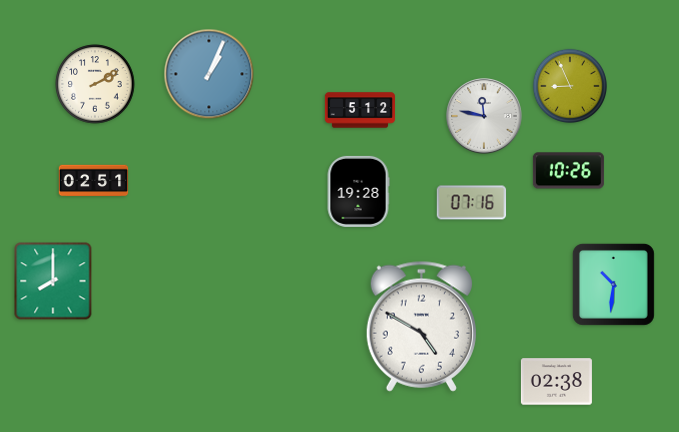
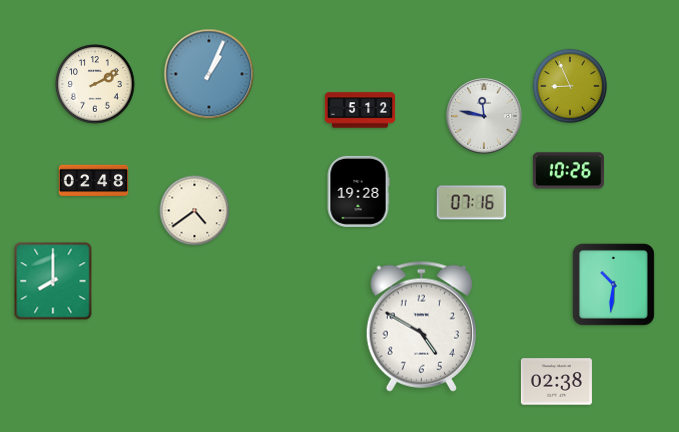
clock at (94, 181): 02:51 -> 02:48
clock at (195, 211): none -> 4:39
